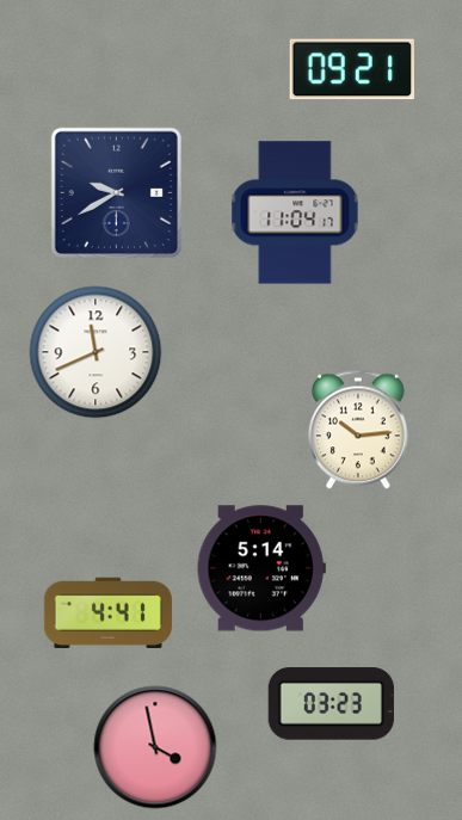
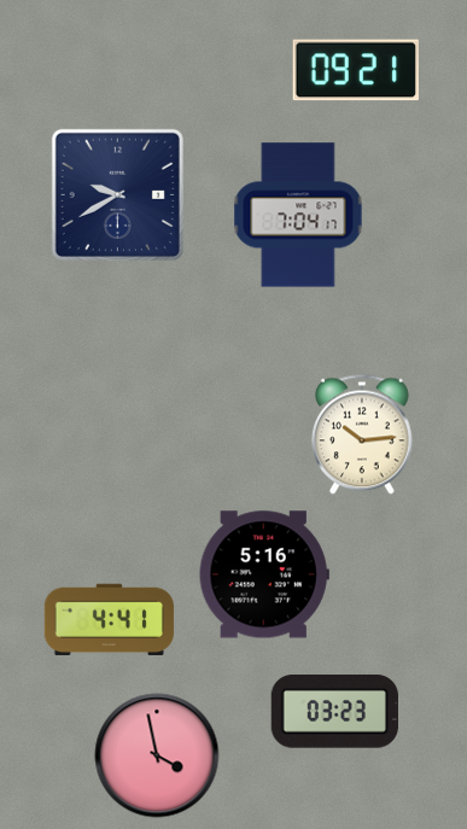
clock at (295, 212): 11:04 -> 7:04
clock at (96, 352): 11:41 -> none
clock at (261, 568): 5:14 -> 5:16
